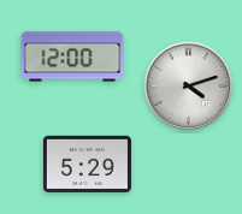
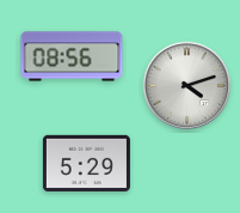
clock at (72, 57): 12:00 -> 08:56
